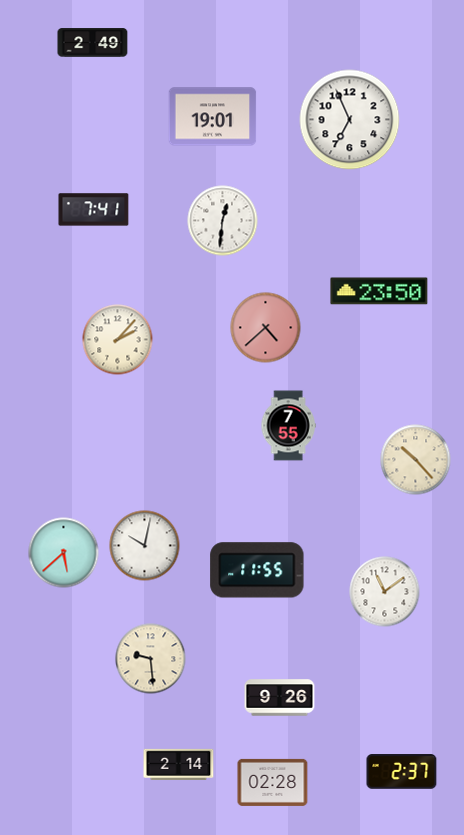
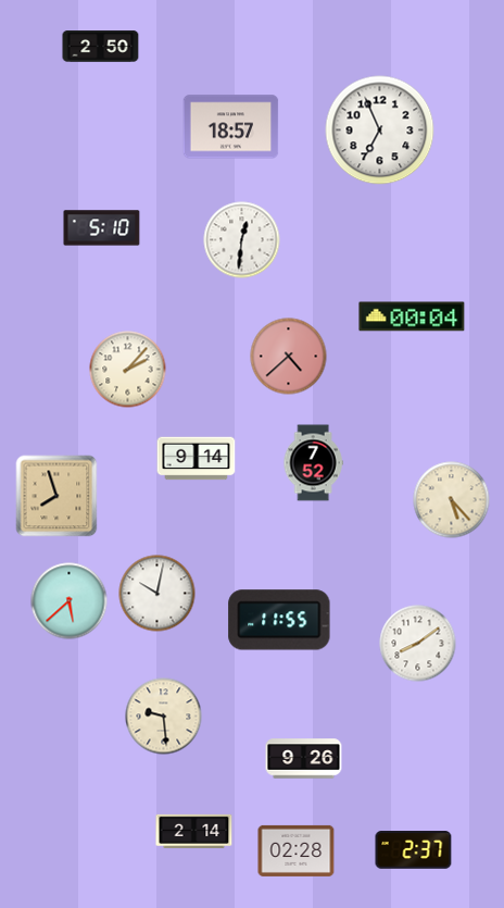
clock at (93, 43): 2:49 -> 2:50
clock at (213, 117): 19:01 -> 18:57
clock at (94, 210): 7:41 -> 5:10
clock at (379, 291): 23:50 -> 00:04
clock at (197, 459): none -> 9:14
clock at (288, 426): 7:55 -> 7:52
clock at (56, 496): none -> 7:57
clock at (416, 460): 10:23 -> 5:23
clock at (385, 592): 11:09 -> 8:09
clock at (402, 772) position: (402, 772) -> (414, 850)
